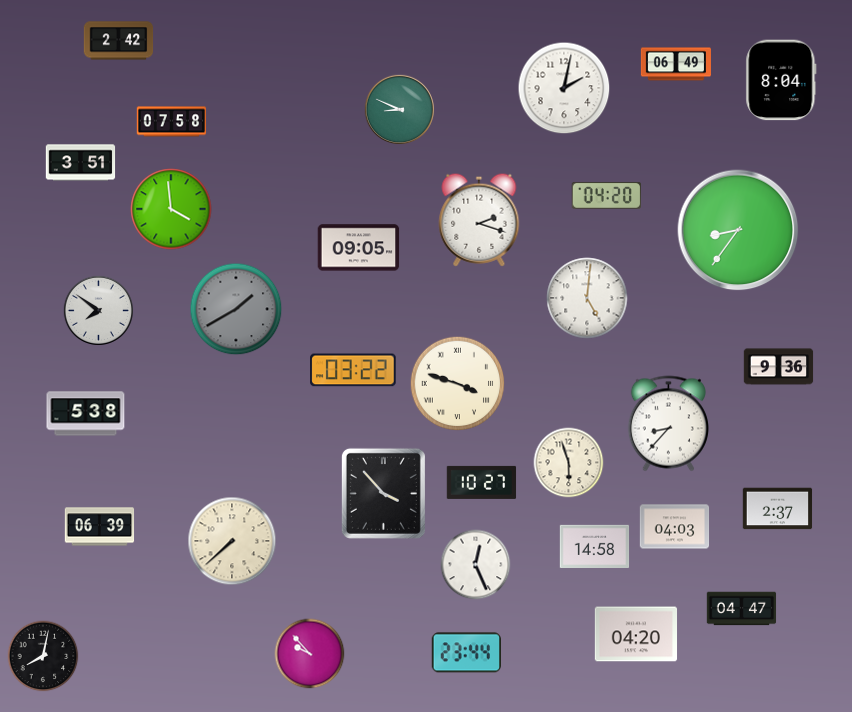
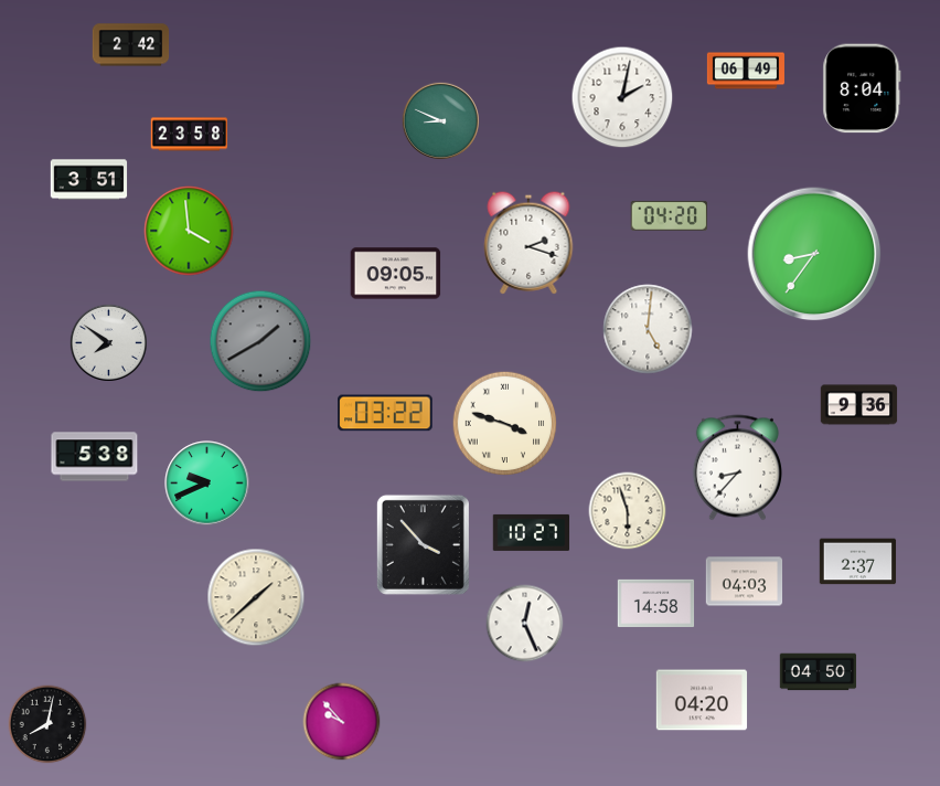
clock at (172, 122): 07:58 -> 23:58
clock at (353, 370) position: (353, 370) -> (385, 413)
clock at (207, 484): none -> 9:41
clock at (100, 527): 06:39 -> none
clock at (232, 541): 7:38 -> 1:38
clock at (742, 609): 04:47 -> 04:50
clock at (466, 653): 23:44 -> none
